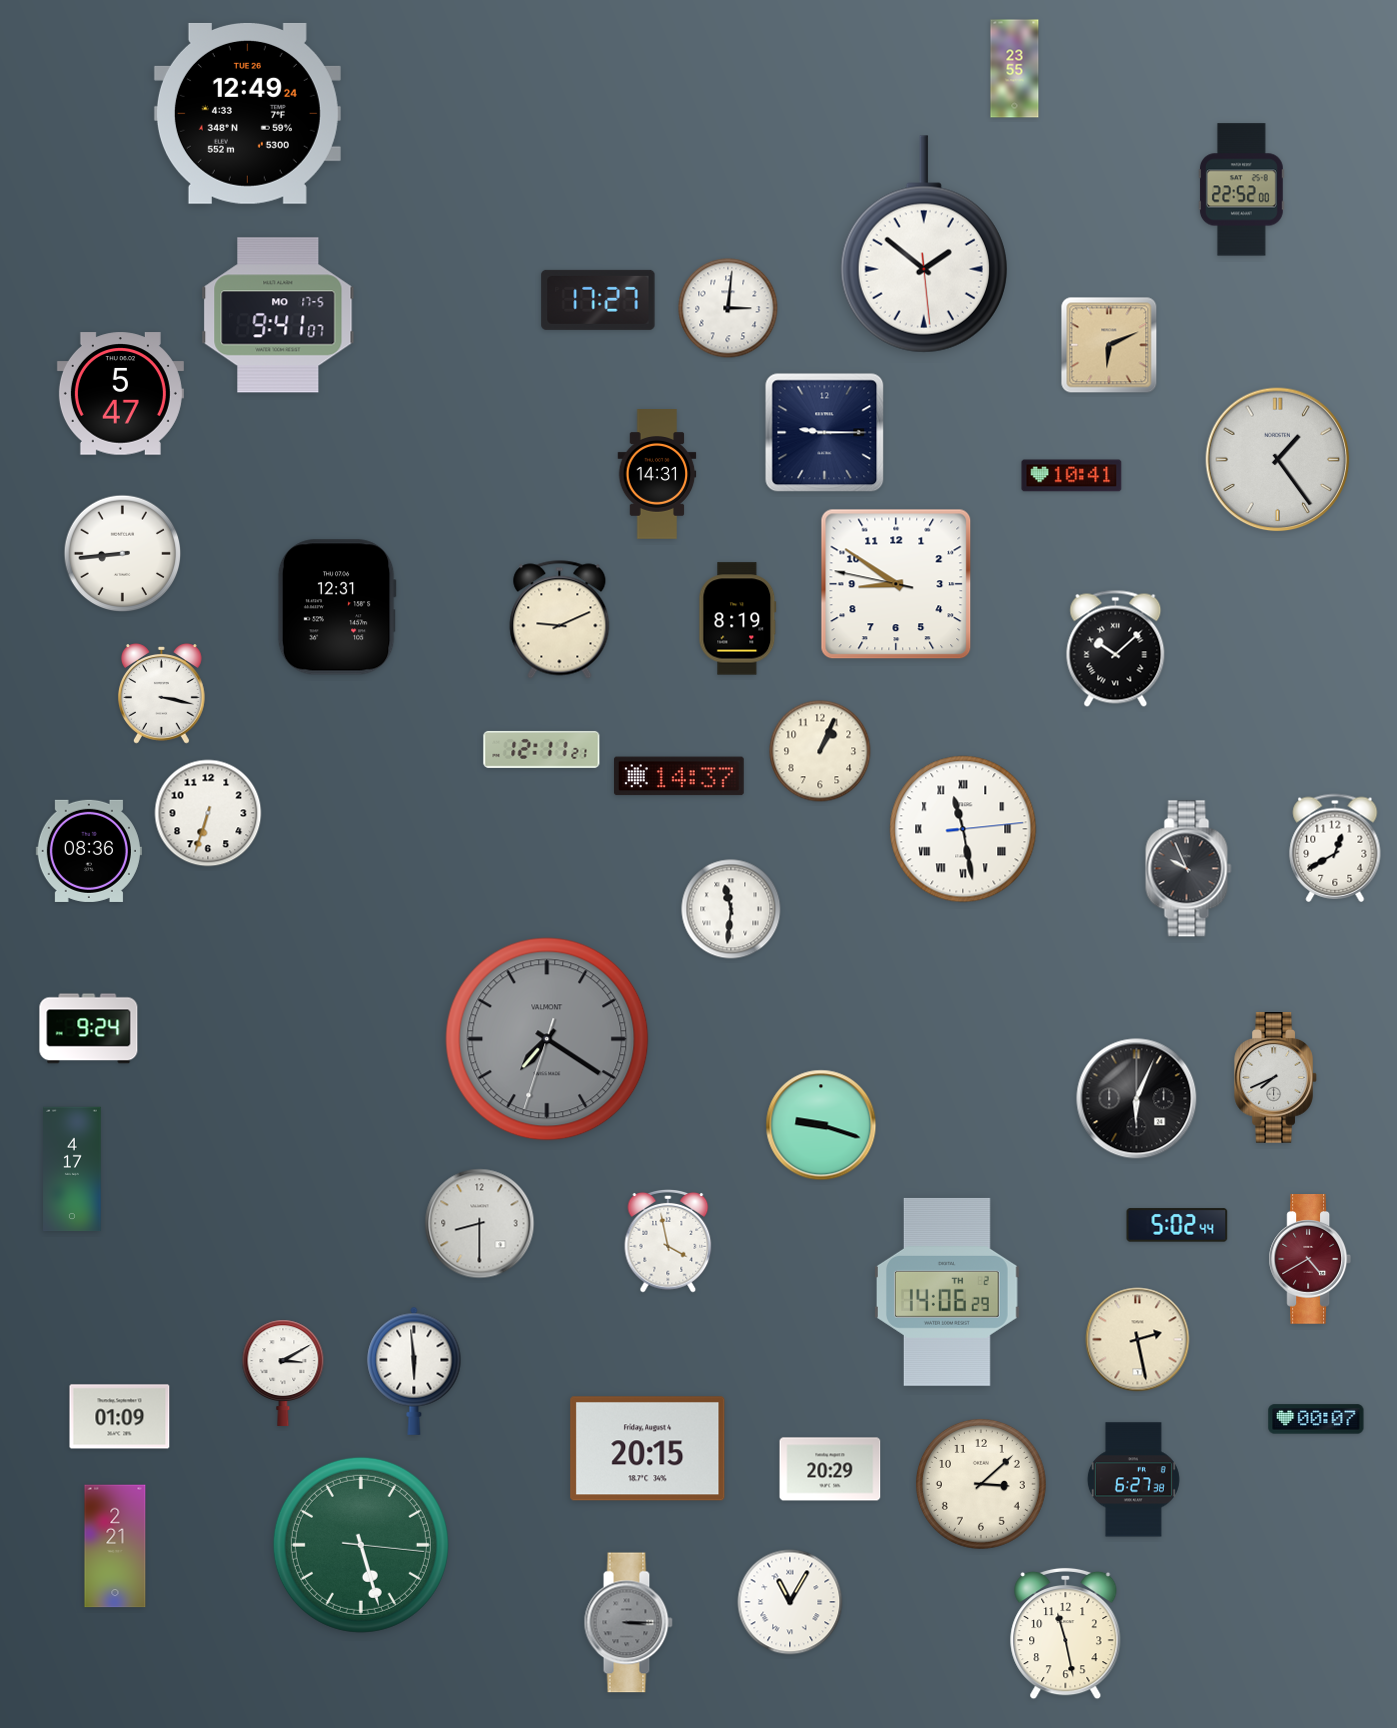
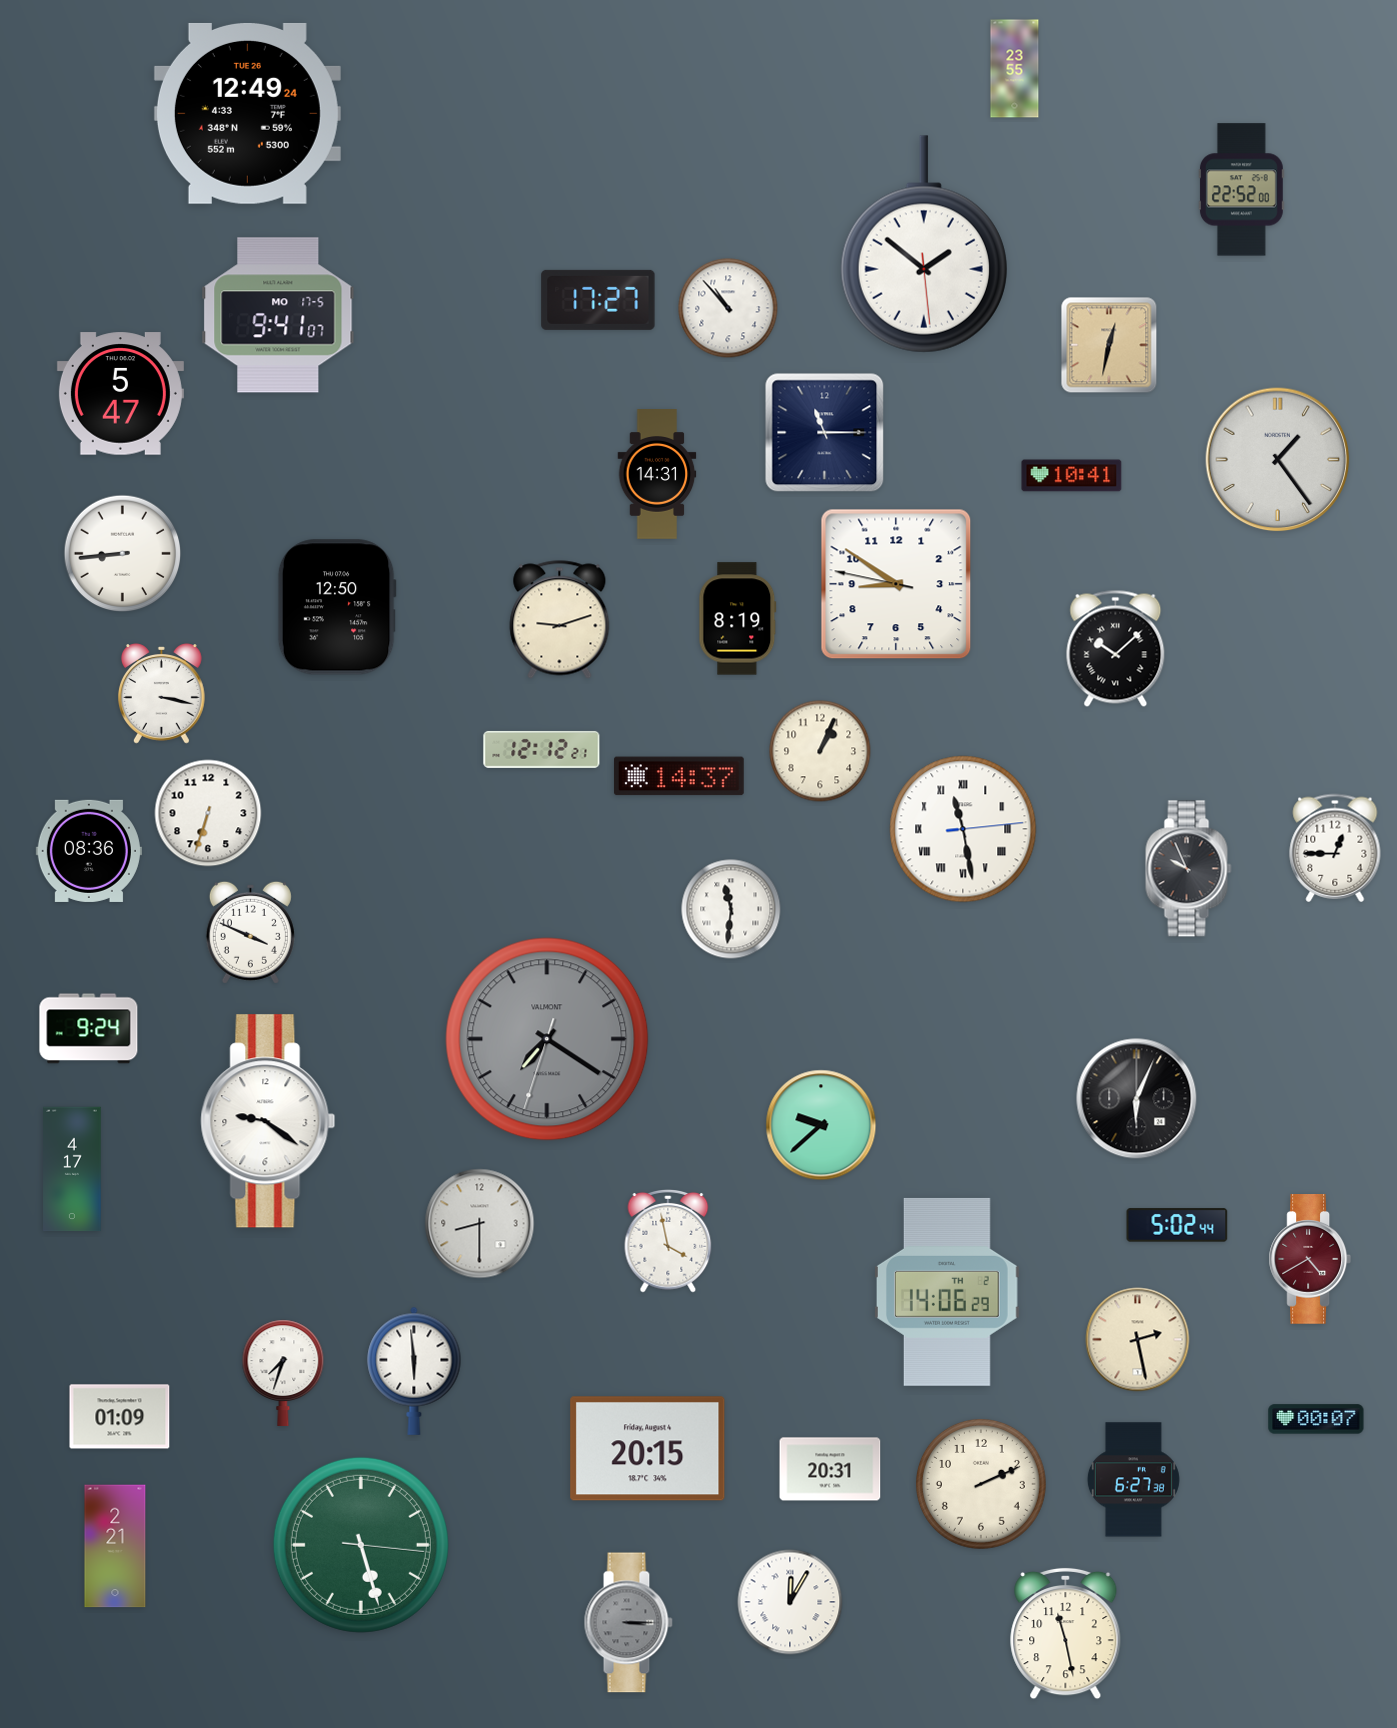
clock at (728, 308): 3:01 -> 10:53
clock at (1109, 345): 6:11 -> 12:32
clock at (825, 433): 9:15 -> 11:15
clock at (337, 607): 12:31 -> 12:50
clock at (560, 620): 9:11 -> 9:12
clock at (542, 749): 12:11 -> 12:12
clock at (1335, 848): 12:40 -> 12:45
clock at (250, 932): none -> 3:49
clock at (1276, 1078): 7:41 -> none
clock at (268, 1121): none -> 9:21
clock at (821, 1125): 9:18 -> 9:38
clock at (283, 1373): 3:10 -> 7:33
clock at (830, 1469): 20:29 -> 20:31
clock at (981, 1484): 3:08 -> 2:11
clock at (790, 1602): 11:05 -> 12:05
